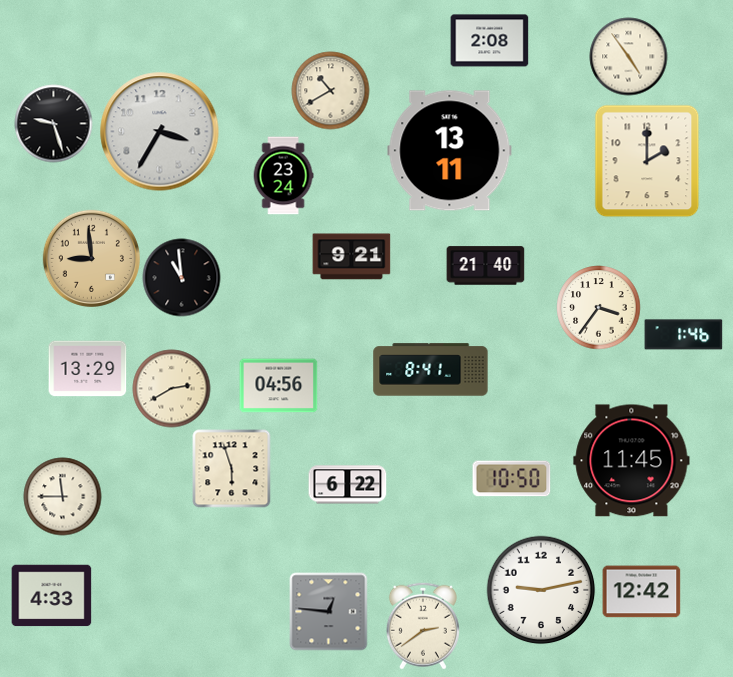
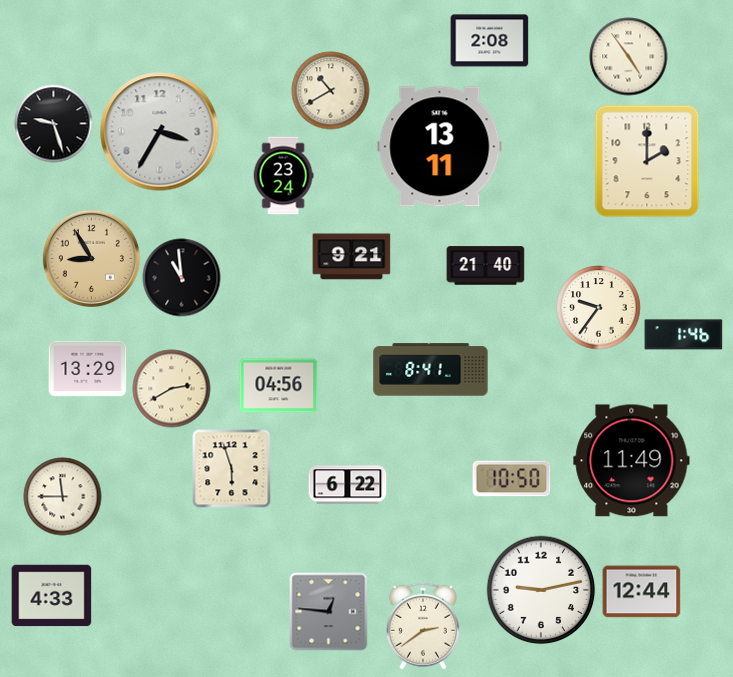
clock at (450, 151) position: (450, 151) -> (440, 147)
clock at (91, 258): 8:59 -> 8:55
clock at (598, 307): 3:36 -> 9:36
clock at (632, 461): 11:45 -> 11:49
clock at (641, 592): 12:42 -> 12:44
